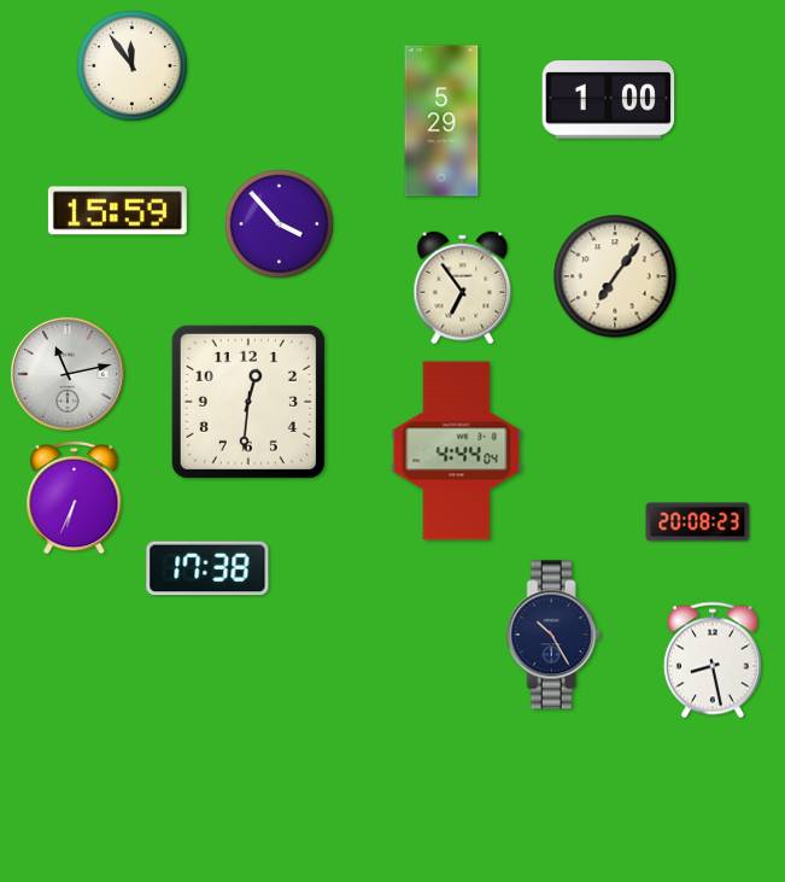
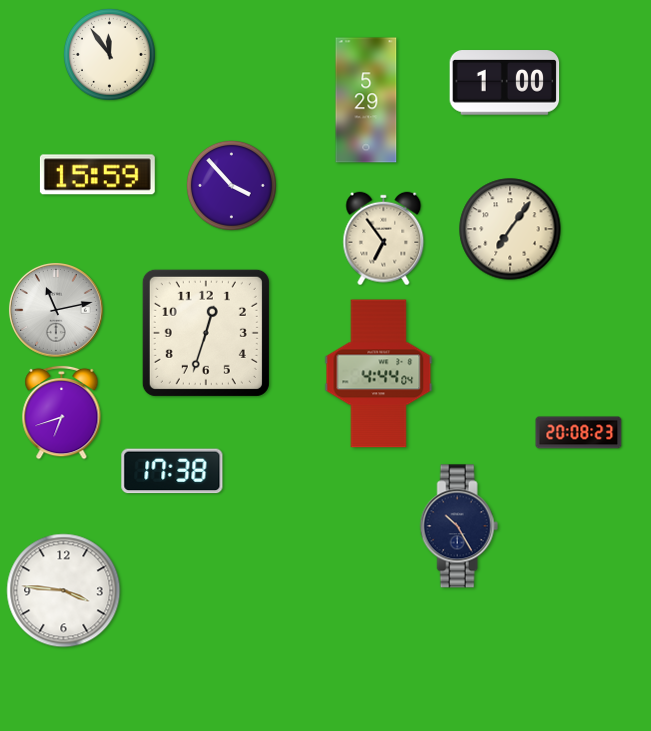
clock at (248, 402): 12:31 -> 12:33
clock at (75, 497): 6:34 -> 6:42
clock at (713, 660): 8:28 -> none
clock at (64, 591): none -> 3:46
